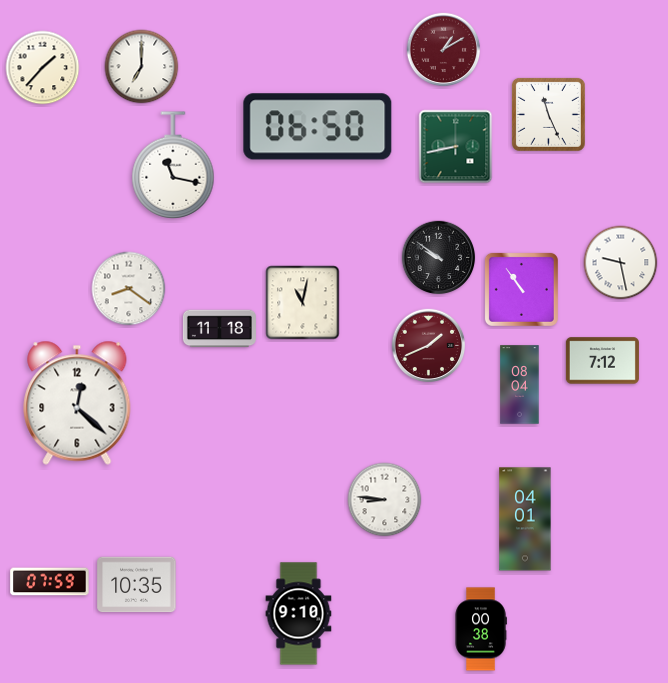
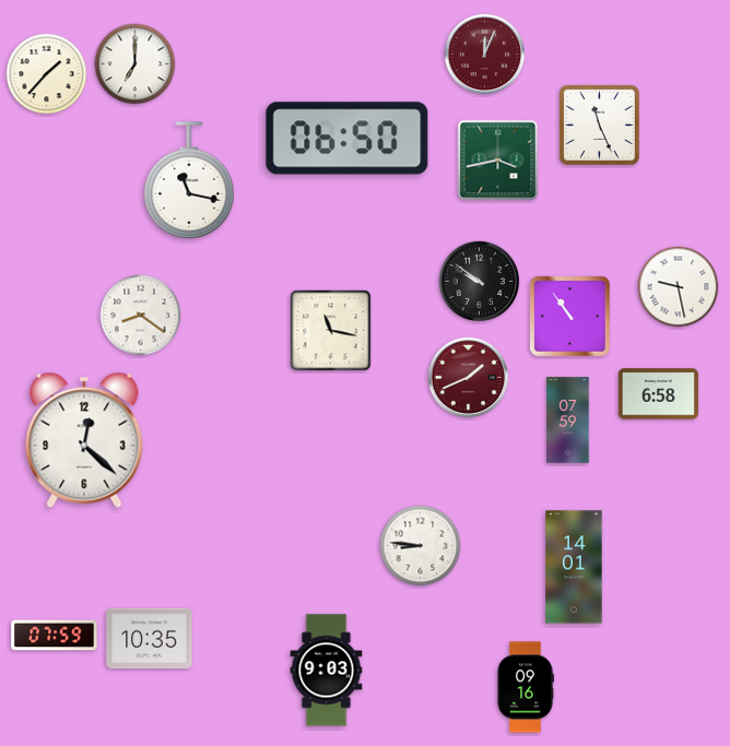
clock at (444, 50): 1:10 -> 12:04
clock at (142, 67) position: (142, 67) -> (136, 64)
clock at (456, 147): 8:43 -> 3:43
clock at (303, 303): 11:02 -> 11:17
clock at (219, 329): 11:18 -> none
clock at (602, 361): 7:12 -> 6:58
clock at (520, 385): 08:04 -> 07:59
clock at (525, 519): 04:01 -> 14:01
clock at (299, 614): 9:10 -> 9:03
clock at (481, 629): 00:38 -> 09:16
